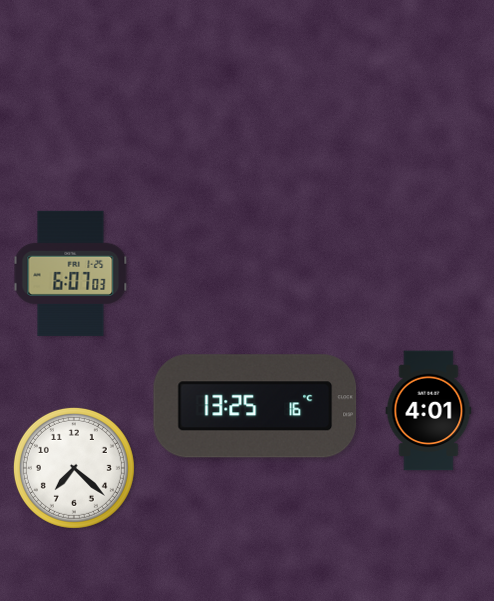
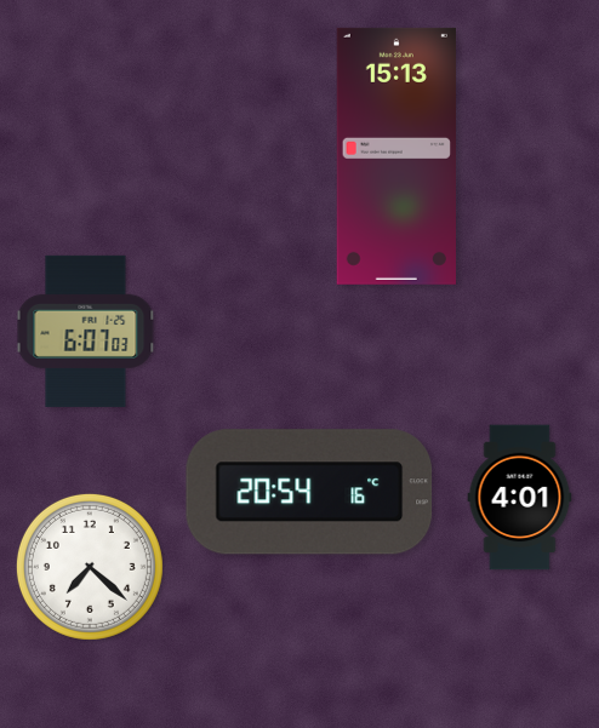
clock at (397, 156): none -> 15:13
clock at (255, 406): 13:25 -> 20:54
